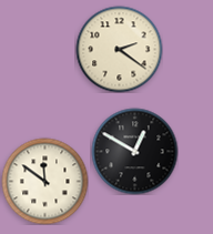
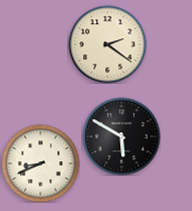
clock at (134, 151): 12:50 -> 5:50
clock at (44, 181): 11:51 -> 8:41
